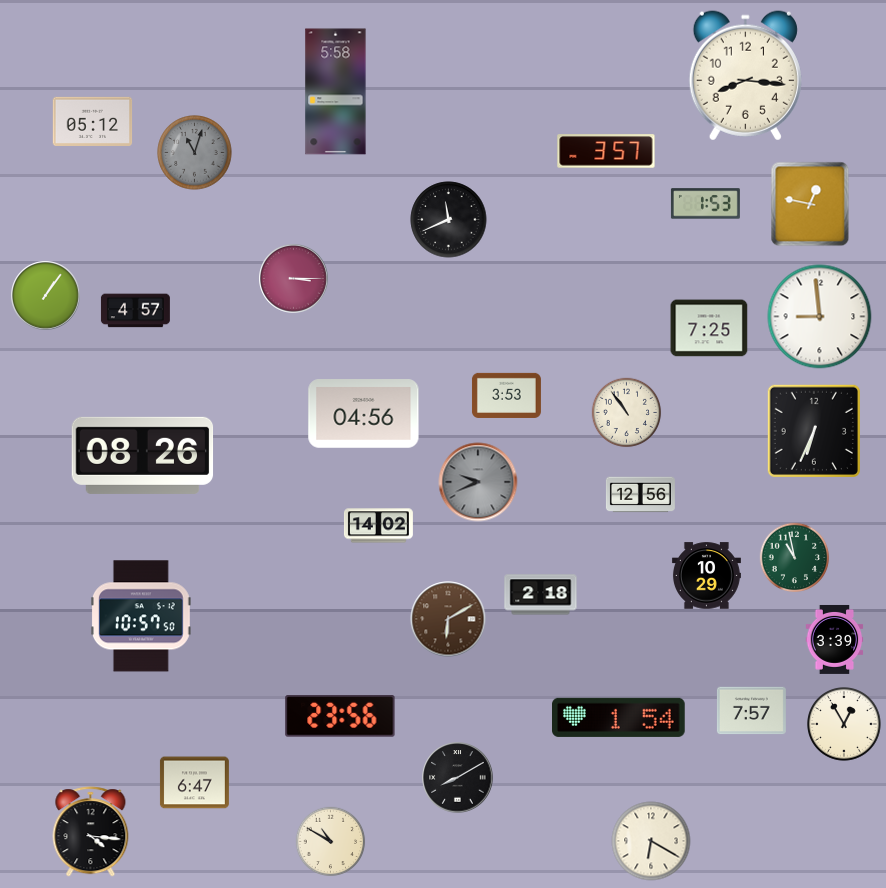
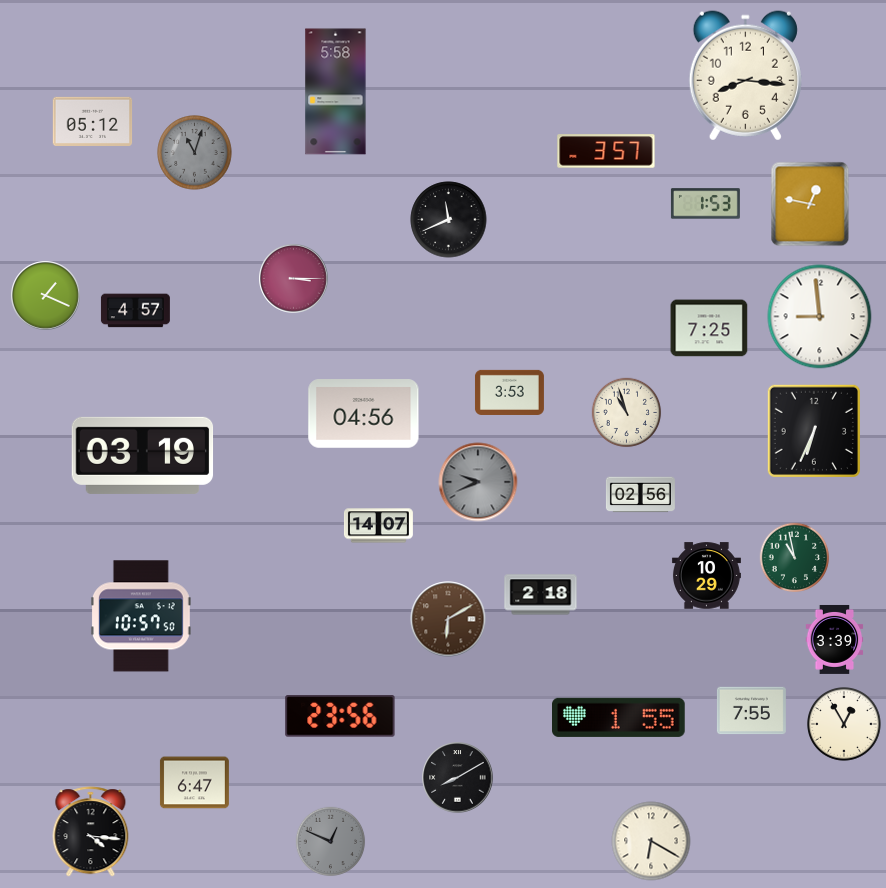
clock at (46, 296): 1:06 -> 1:19
clock at (506, 395) position: (506, 395) -> (509, 392)
clock at (627, 413): 10:54 -> 10:57
clock at (143, 455): 08:26 -> 03:19
clock at (640, 495): 12:56 -> 02:56
clock at (378, 526): 14:02 -> 14:07
clock at (751, 711): 7:57 -> 7:55
clock at (619, 717): 1:54 -> 1:55
clock at (331, 842): 10:50 -> 12:49
clock at (331, 842) dial: cream -> grey
